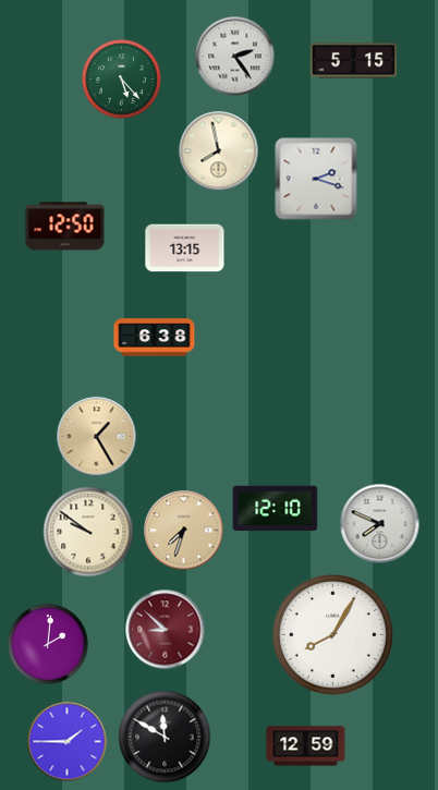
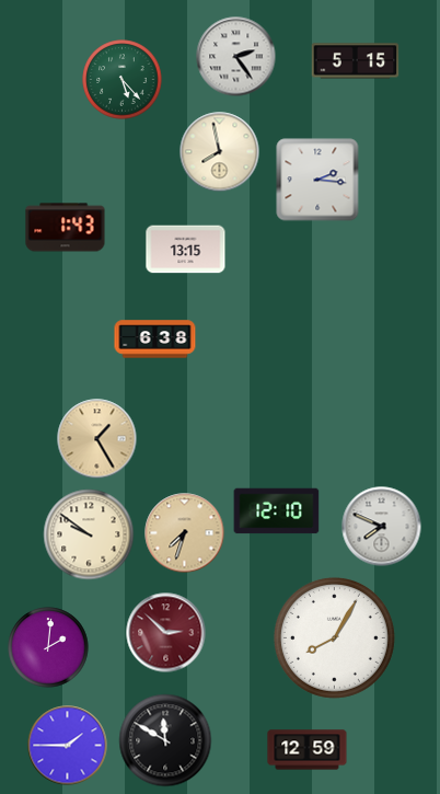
clock at (316, 179): 2:18 -> 2:16
clock at (65, 227): 12:50 -> 1:43
clock at (166, 630): 8:52 -> 2:52
